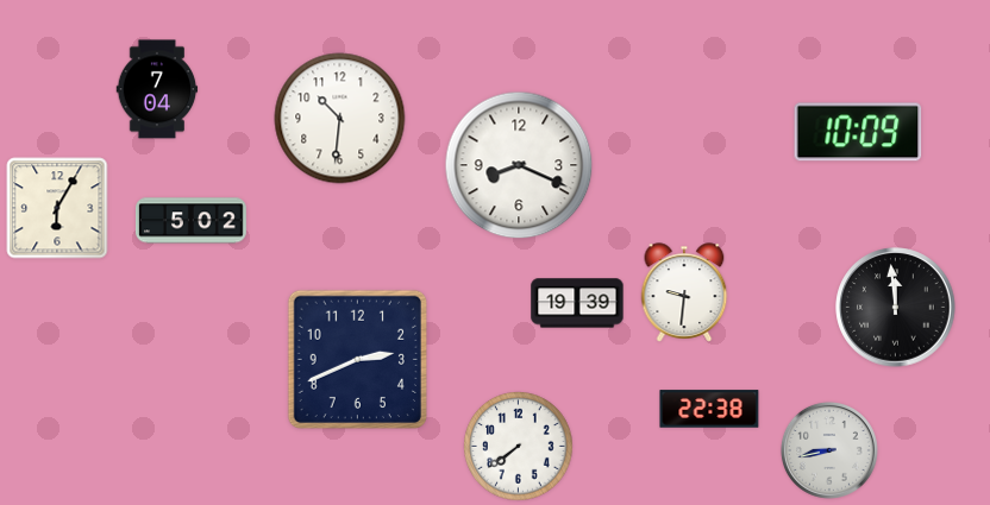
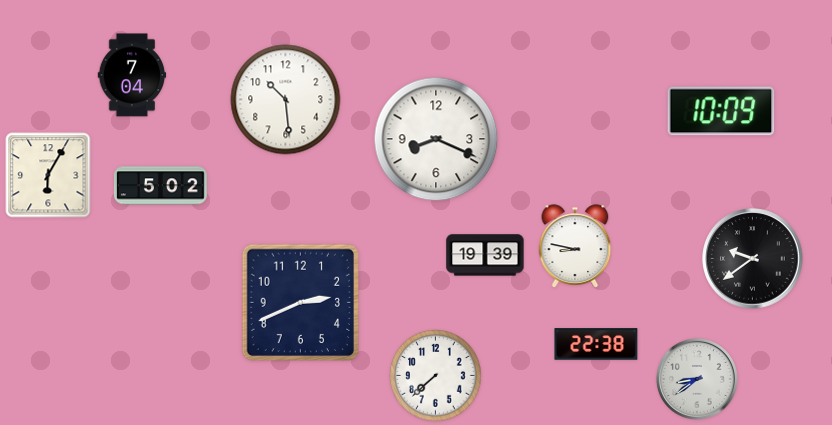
clock at (340, 119): 10:31 -> 10:29
clock at (684, 292): 9:31 -> 8:47
clock at (896, 308): 11:59 -> 9:39
clock at (519, 447): 7:39 -> 7:38
clock at (829, 450): 8:43 -> 8:39
